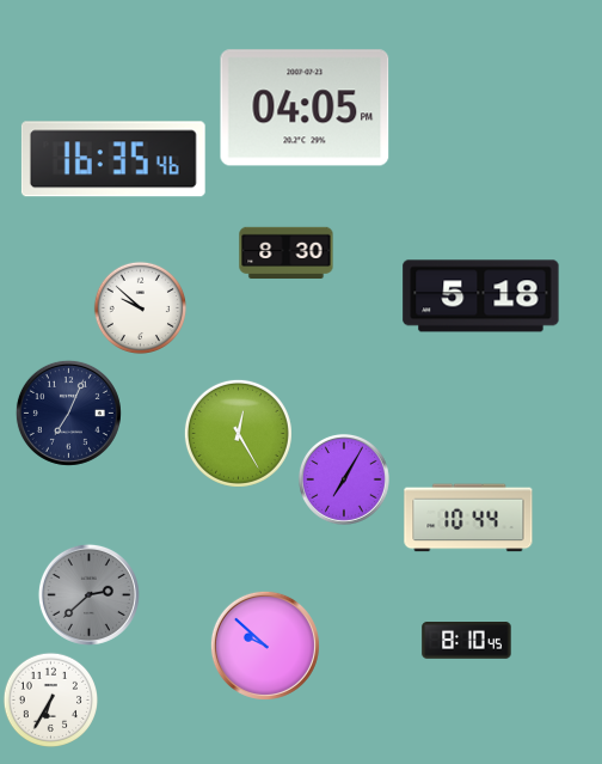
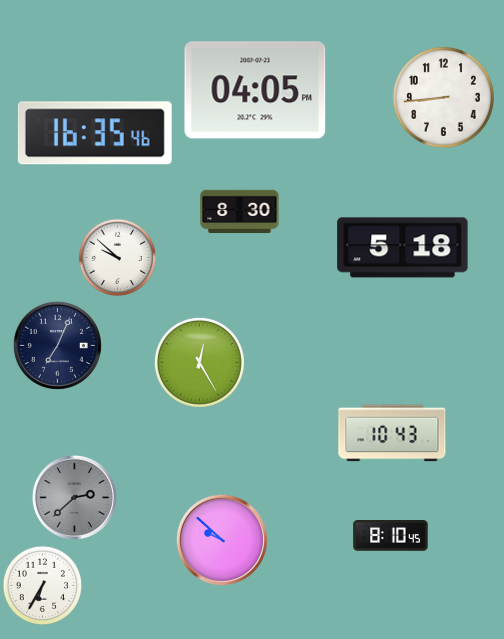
clock at (443, 97): none -> 8:44
clock at (344, 479): 7:05 -> none
clock at (468, 518): 10:44 -> 10:43
